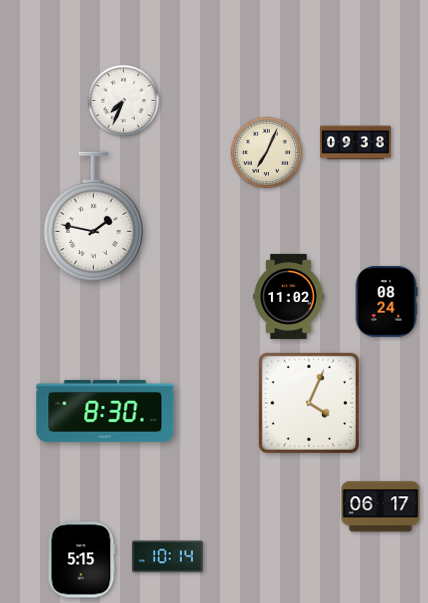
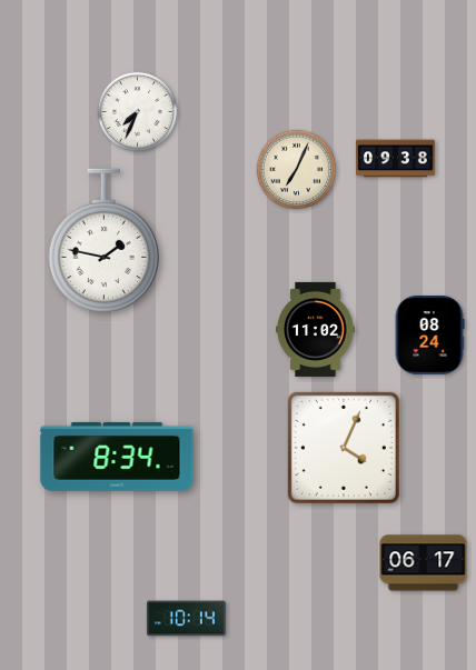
clock at (289, 296) position: (289, 296) -> (316, 329)
clock at (105, 411): 8:30 -> 8:34
clock at (82, 560): 5:15 -> none
